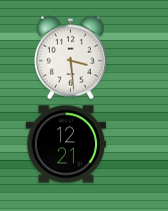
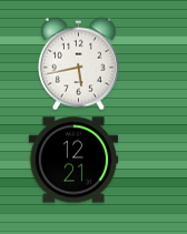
clock at (70, 58): 3:29 -> 5:43
